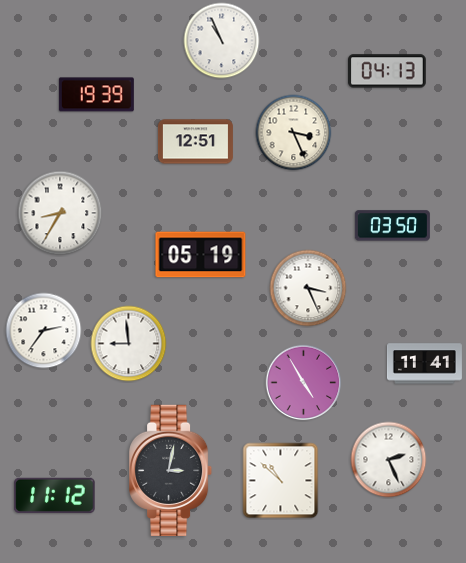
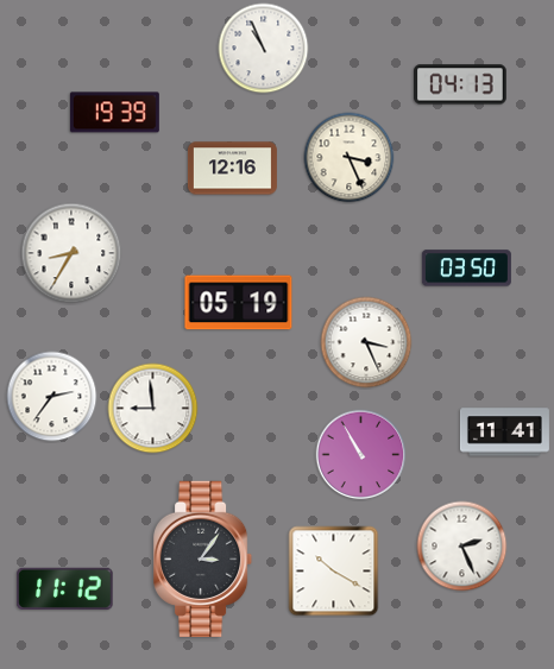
clock at (195, 142): 12:51 -> 12:16
clock at (44, 331) position: (44, 331) -> (52, 397)
clock at (304, 383): 4:55 -> 10:55
clock at (171, 470): 3:02 -> 3:06
clock at (281, 481): 10:52 -> 10:20
